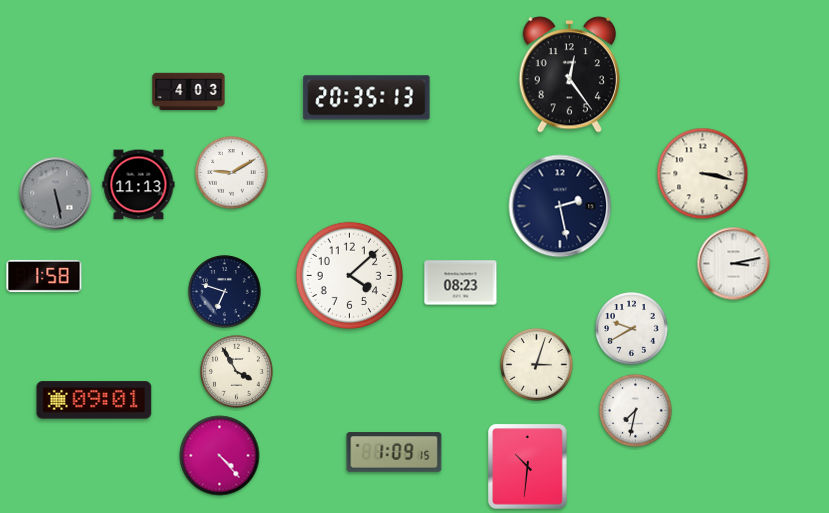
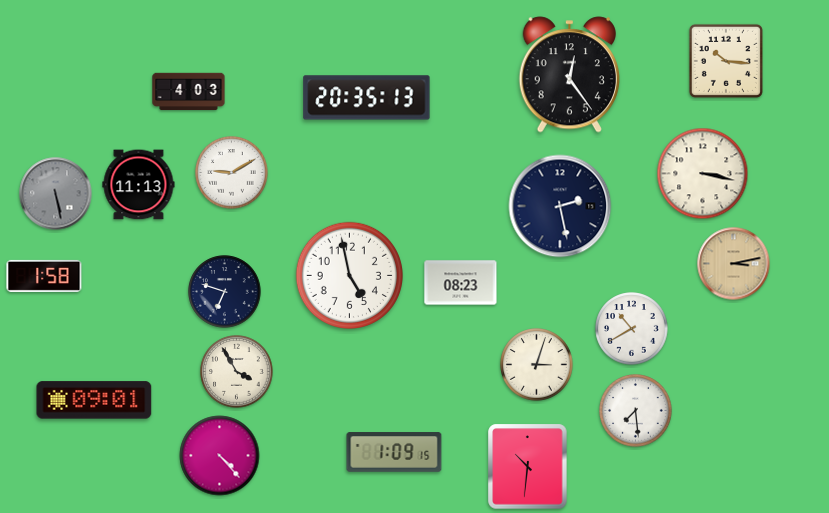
clock at (726, 61): none -> 10:16
clock at (734, 264) dial: white -> champagne
clock at (349, 275): 4:08 -> 4:58
clock at (632, 329): 9:40 -> 10:40
clock at (636, 411): 7:32 -> 7:29
